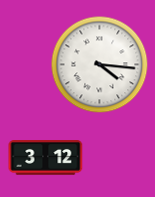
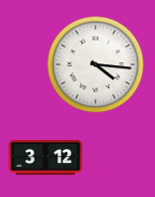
clock at (100, 65) position: (100, 65) -> (96, 65)
